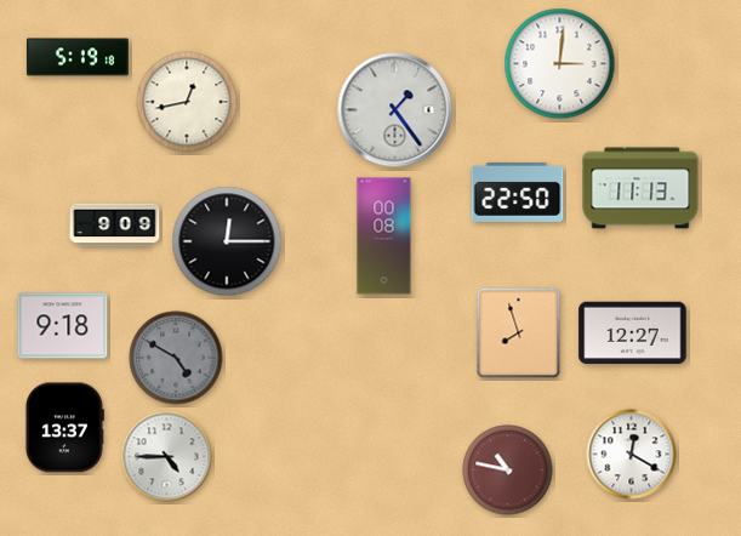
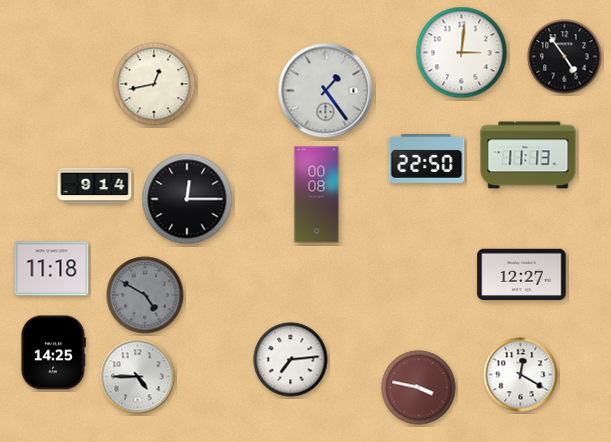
clock at (78, 57): 5:19 -> none
clock at (565, 57): none -> 4:54
clock at (115, 226): 9:09 -> 9:14
clock at (63, 326): 9:18 -> 11:18
clock at (519, 333): 7:57 -> none
clock at (64, 428): 13:37 -> 14:25
clock at (291, 360): none -> 7:14
clock at (508, 471): 10:47 -> 3:47
